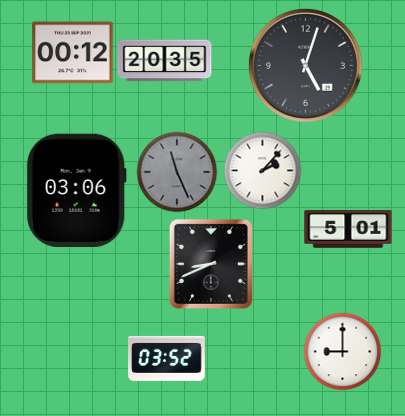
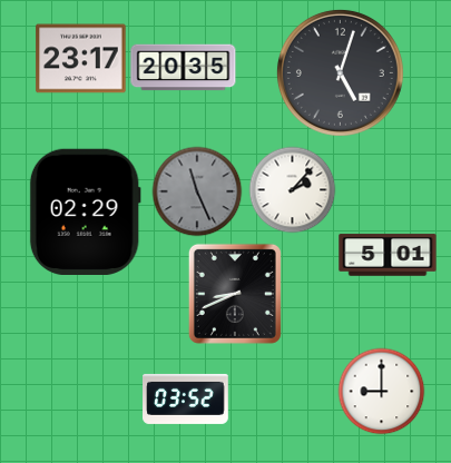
clock at (73, 53): 00:12 -> 23:17
clock at (76, 190): 03:06 -> 02:29
